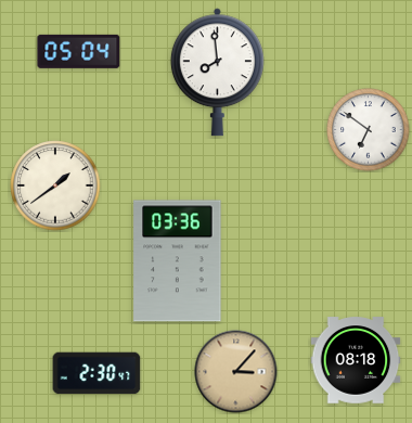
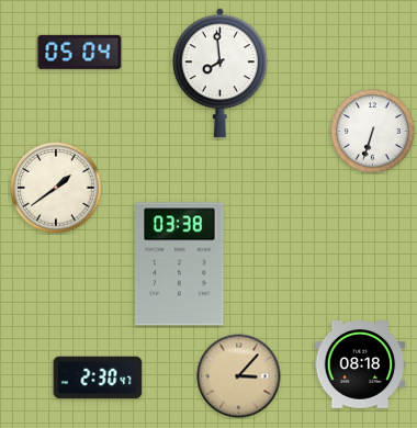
clock at (369, 130): 6:51 -> 6:33
clock at (178, 261): 03:36 -> 03:38
